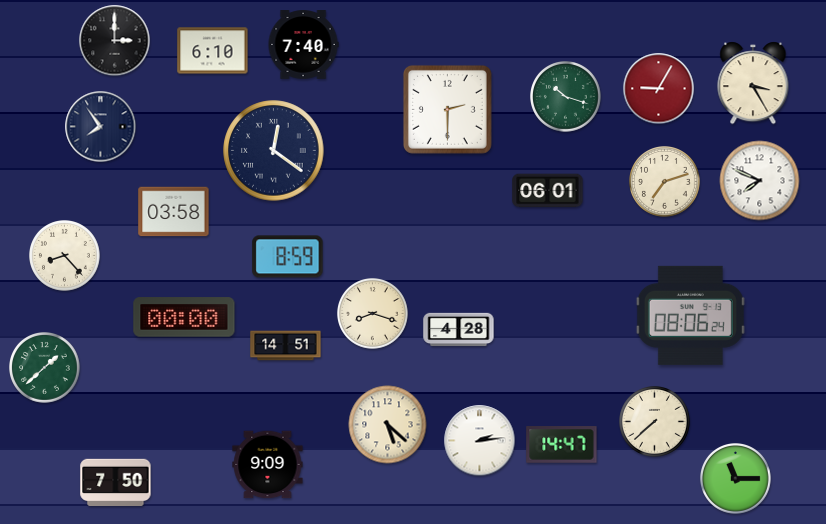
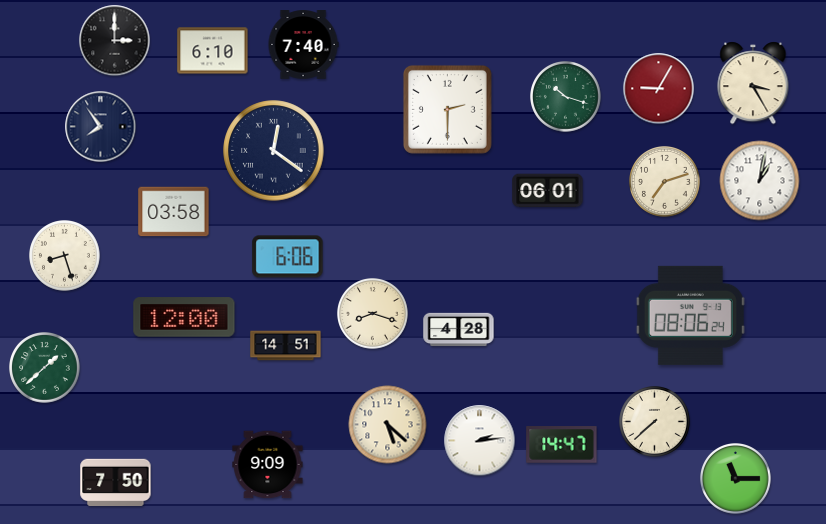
clock at (760, 181): 7:49 -> 1:02
clock at (65, 256): 8:23 -> 8:27
clock at (288, 257): 8:59 -> 6:06
clock at (184, 317): 00:00 -> 12:00
